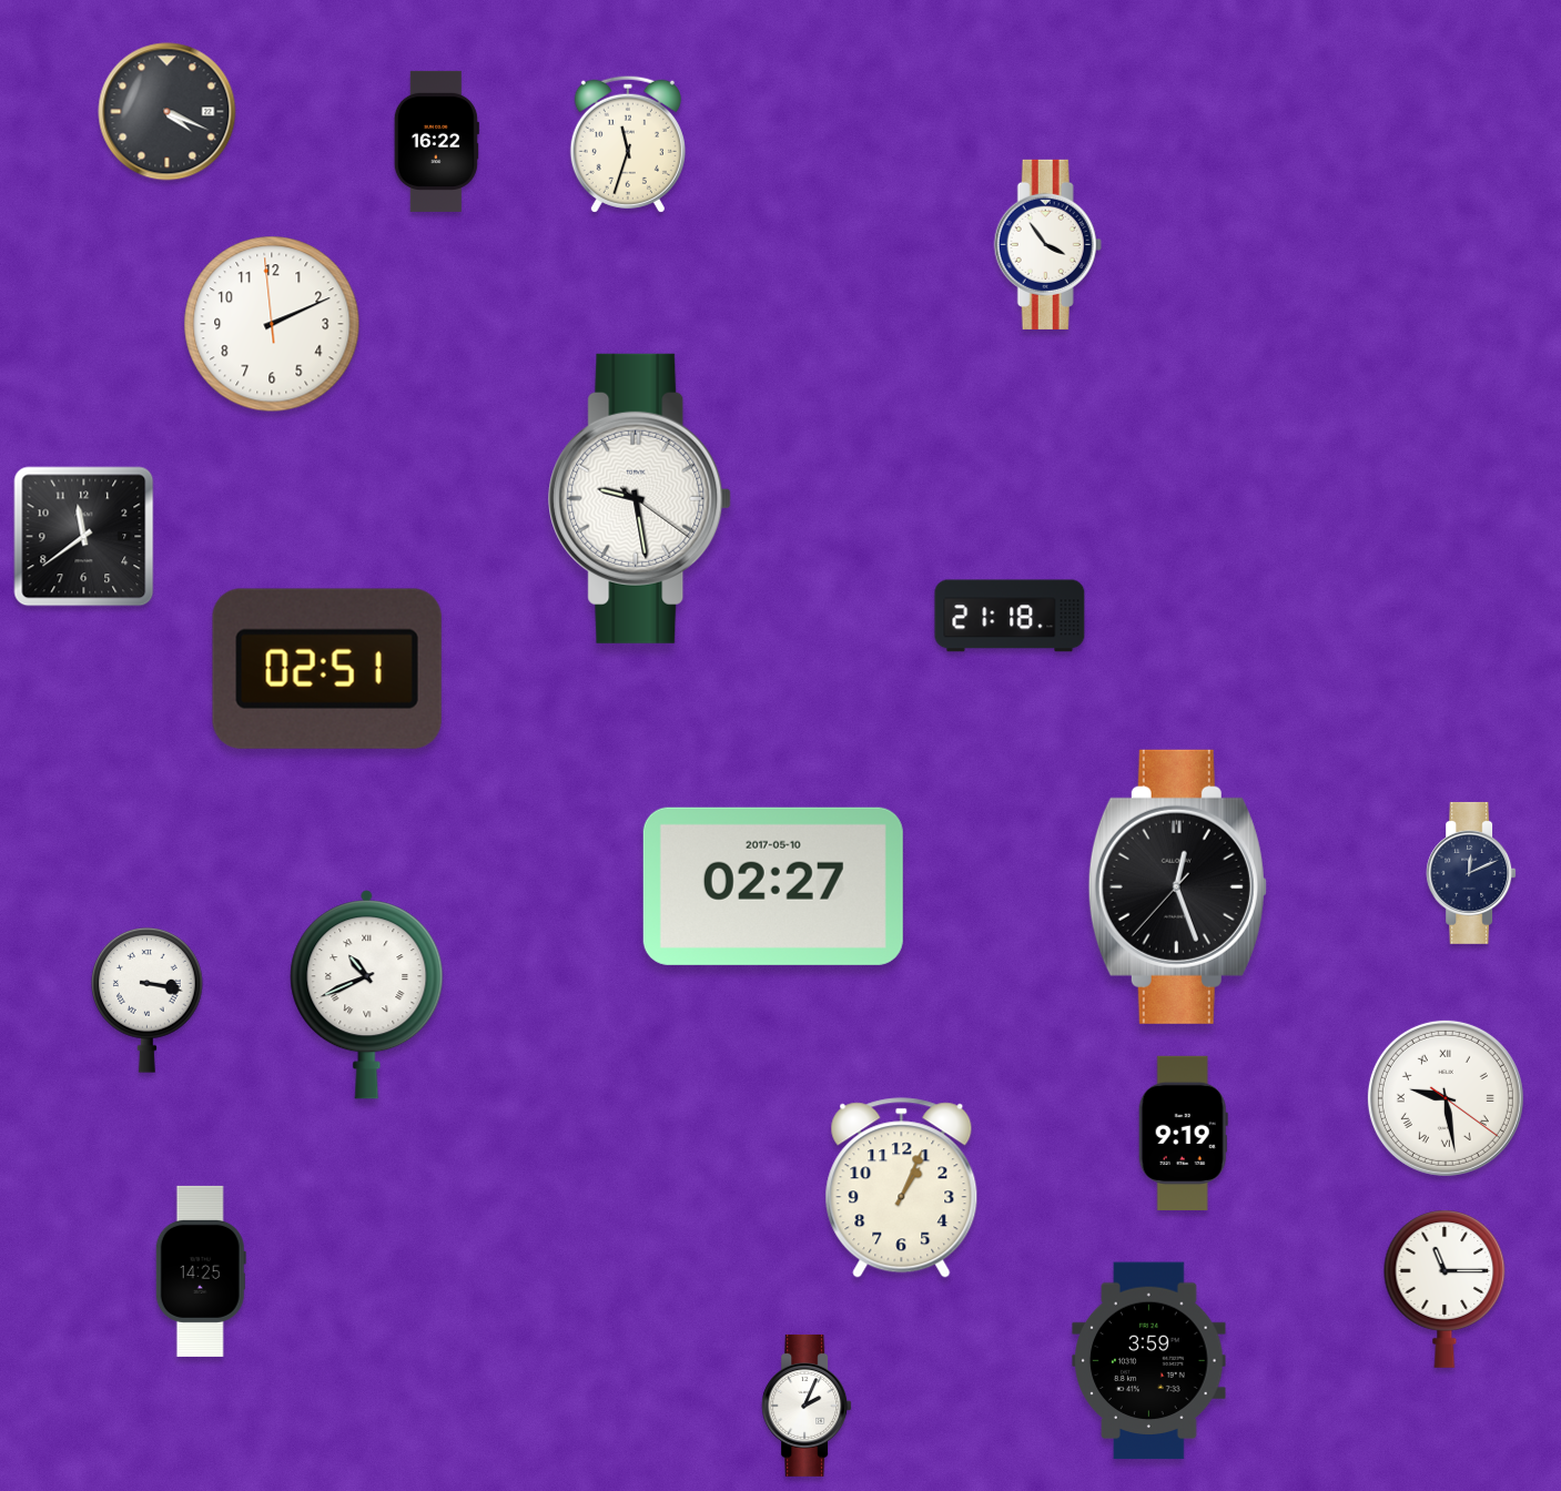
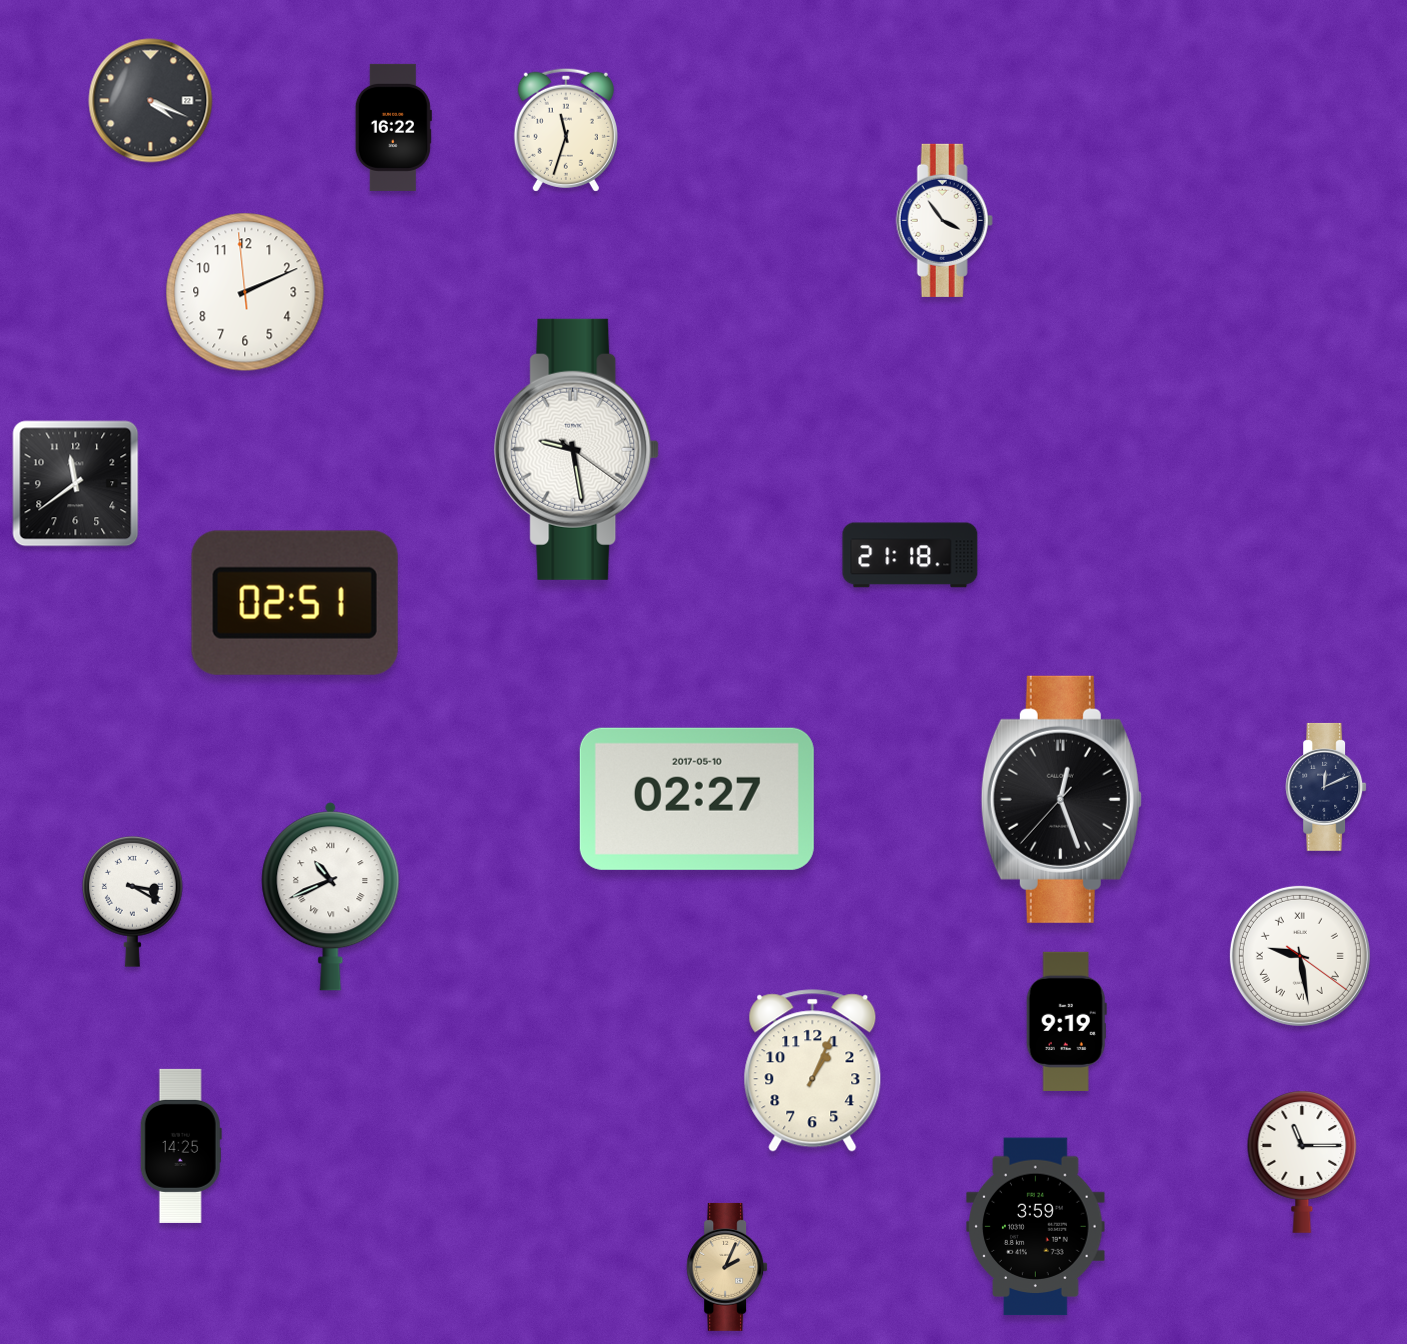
clock at (148, 1000): 3:17 -> 3:20
clock at (1446, 1098) position: (1446, 1098) -> (1300, 956)
clock at (807, 1406) dial: white -> champagne
